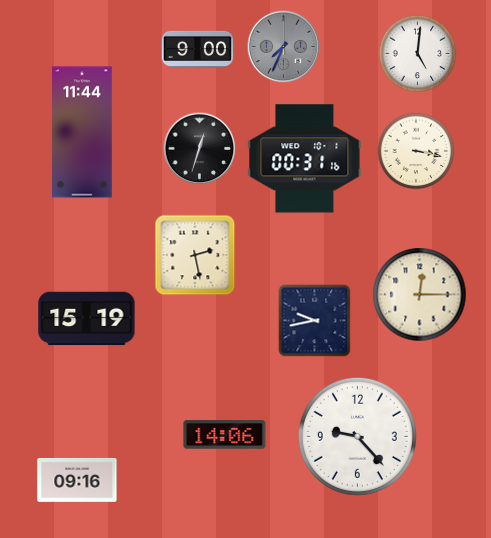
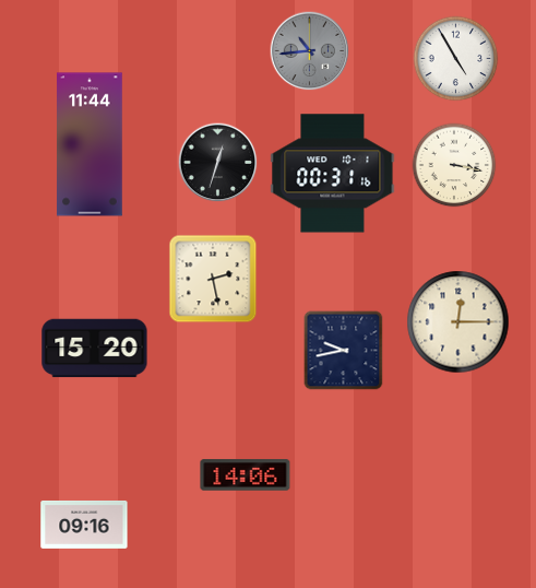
clock at (284, 47): 7:34 -> 10:44
clock at (198, 49): 9:00 -> none
clock at (418, 54): 5:01 -> 4:55
clock at (87, 319): 15:19 -> 15:20
clock at (357, 436): 9:23 -> none
